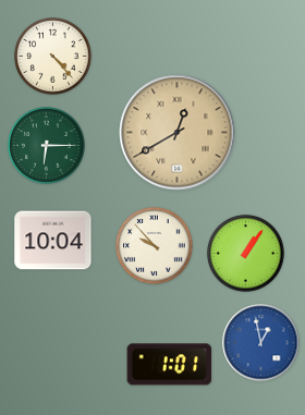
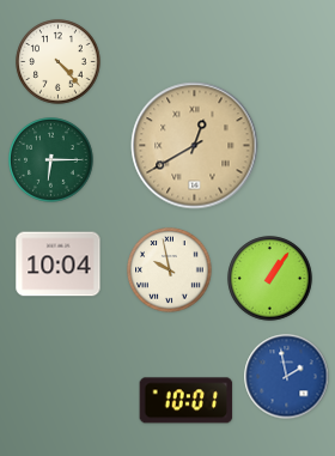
clock at (155, 246): 9:53 -> 9:58
clock at (261, 343): 12:58 -> 1:58
clock at (170, 365): 1:01 -> 10:01
